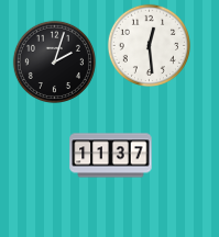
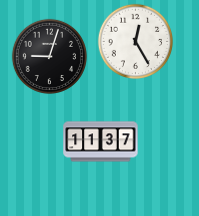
clock at (149, 45): 12:29 -> 12:25
clock at (54, 61): 2:03 -> 9:03
